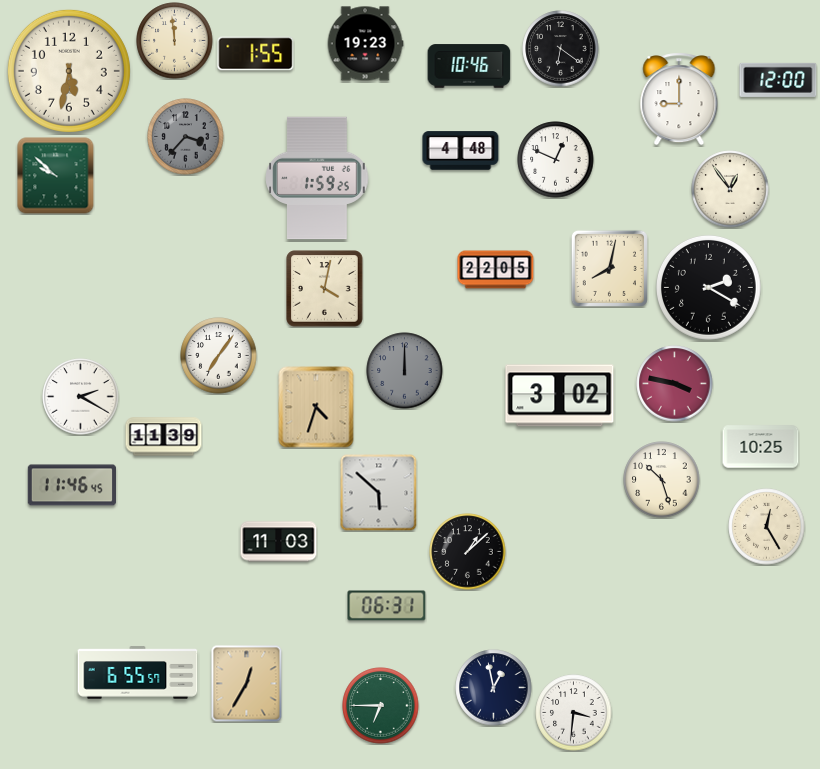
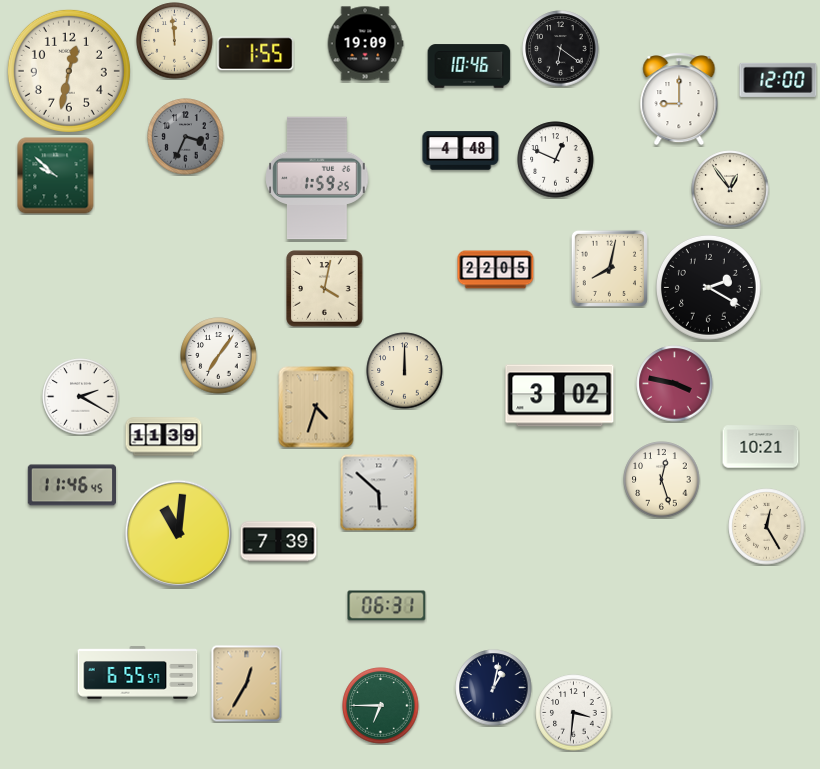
clock at (365, 44): 19:23 -> 19:09
clock at (69, 71): 5:32 -> 12:32
clock at (186, 137): 3:37 -> 3:34
clock at (405, 371) dial: grey -> cream
clock at (761, 447): 10:25 -> 10:21
clock at (662, 480): 10:27 -> 12:27
clock at (178, 533): none -> 11:01
clock at (279, 542): 11:03 -> 7:39
clock at (468, 552): 1:08 -> none
clock at (494, 688): 12:58 -> 1:02
